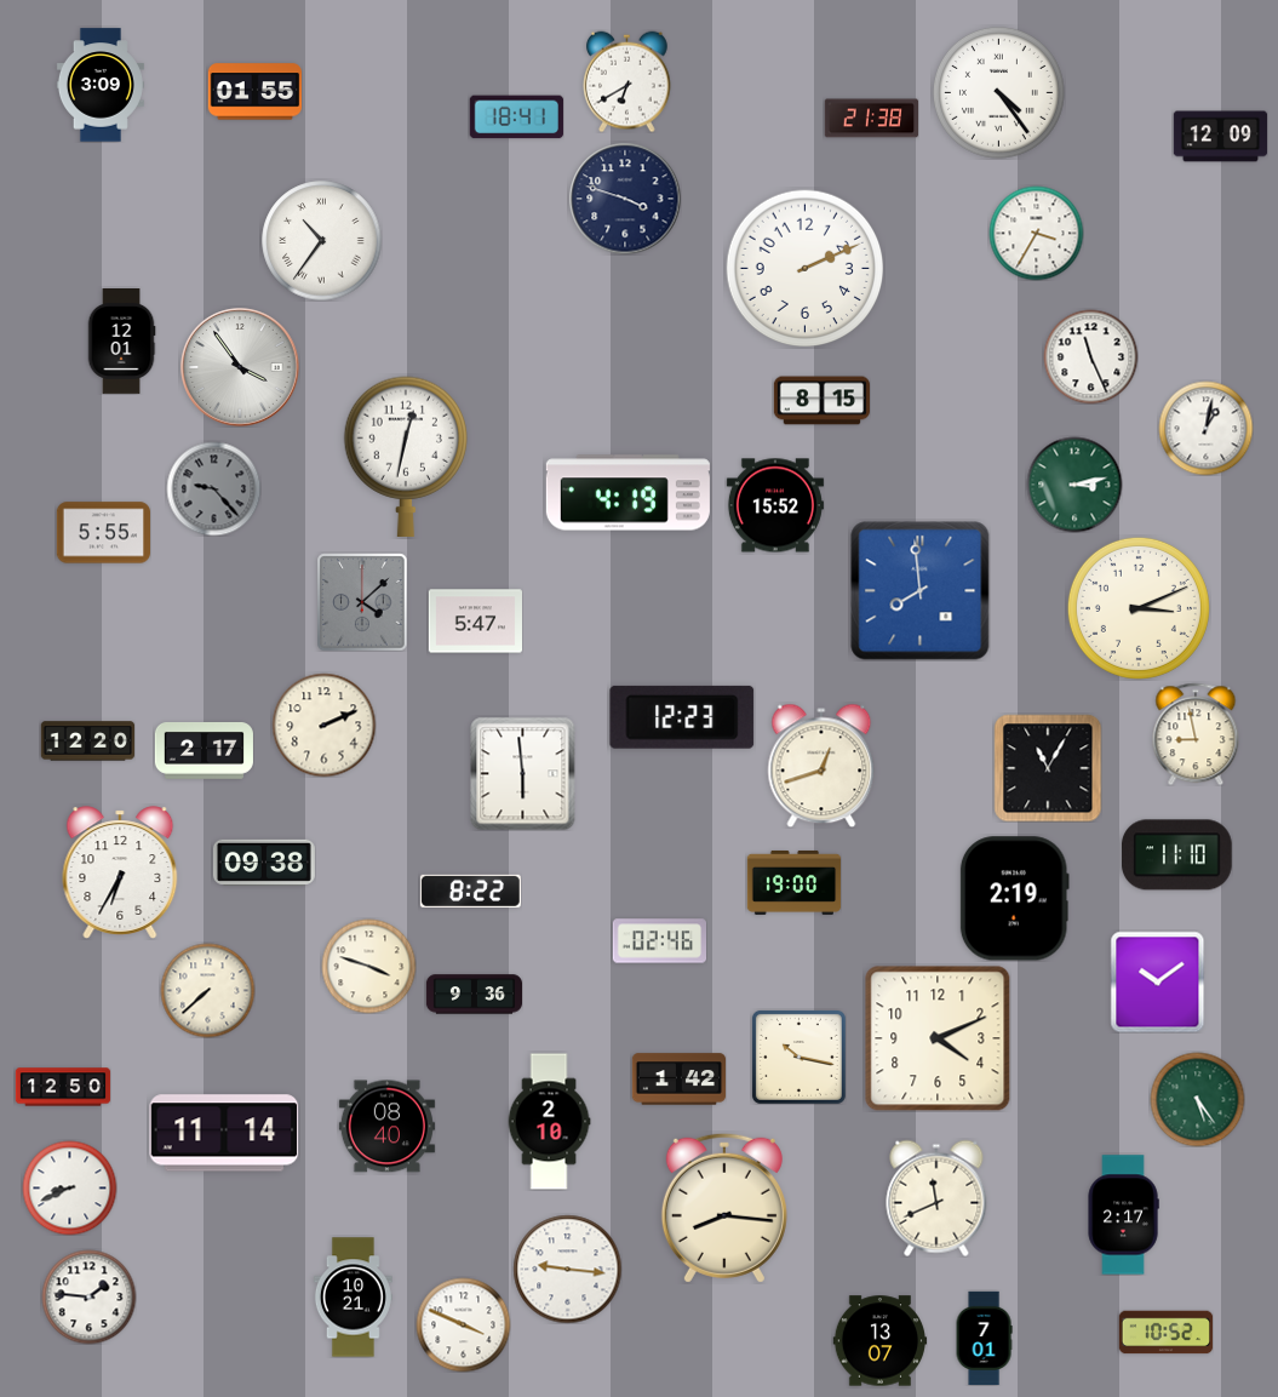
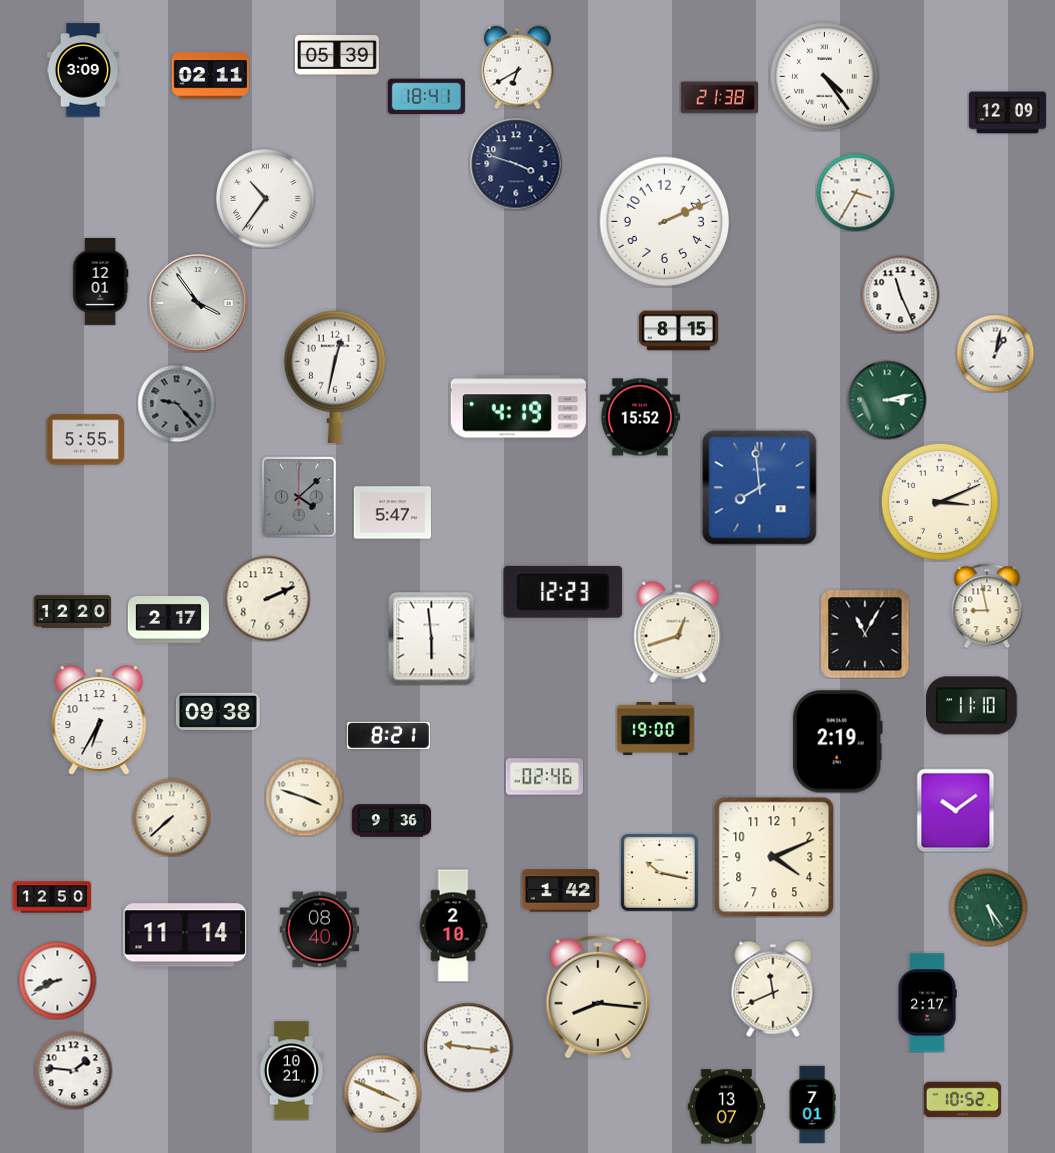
clock at (337, 56): none -> 05:39
clock at (254, 92): 01:55 -> 02:11
clock at (470, 891): 8:22 -> 8:21
